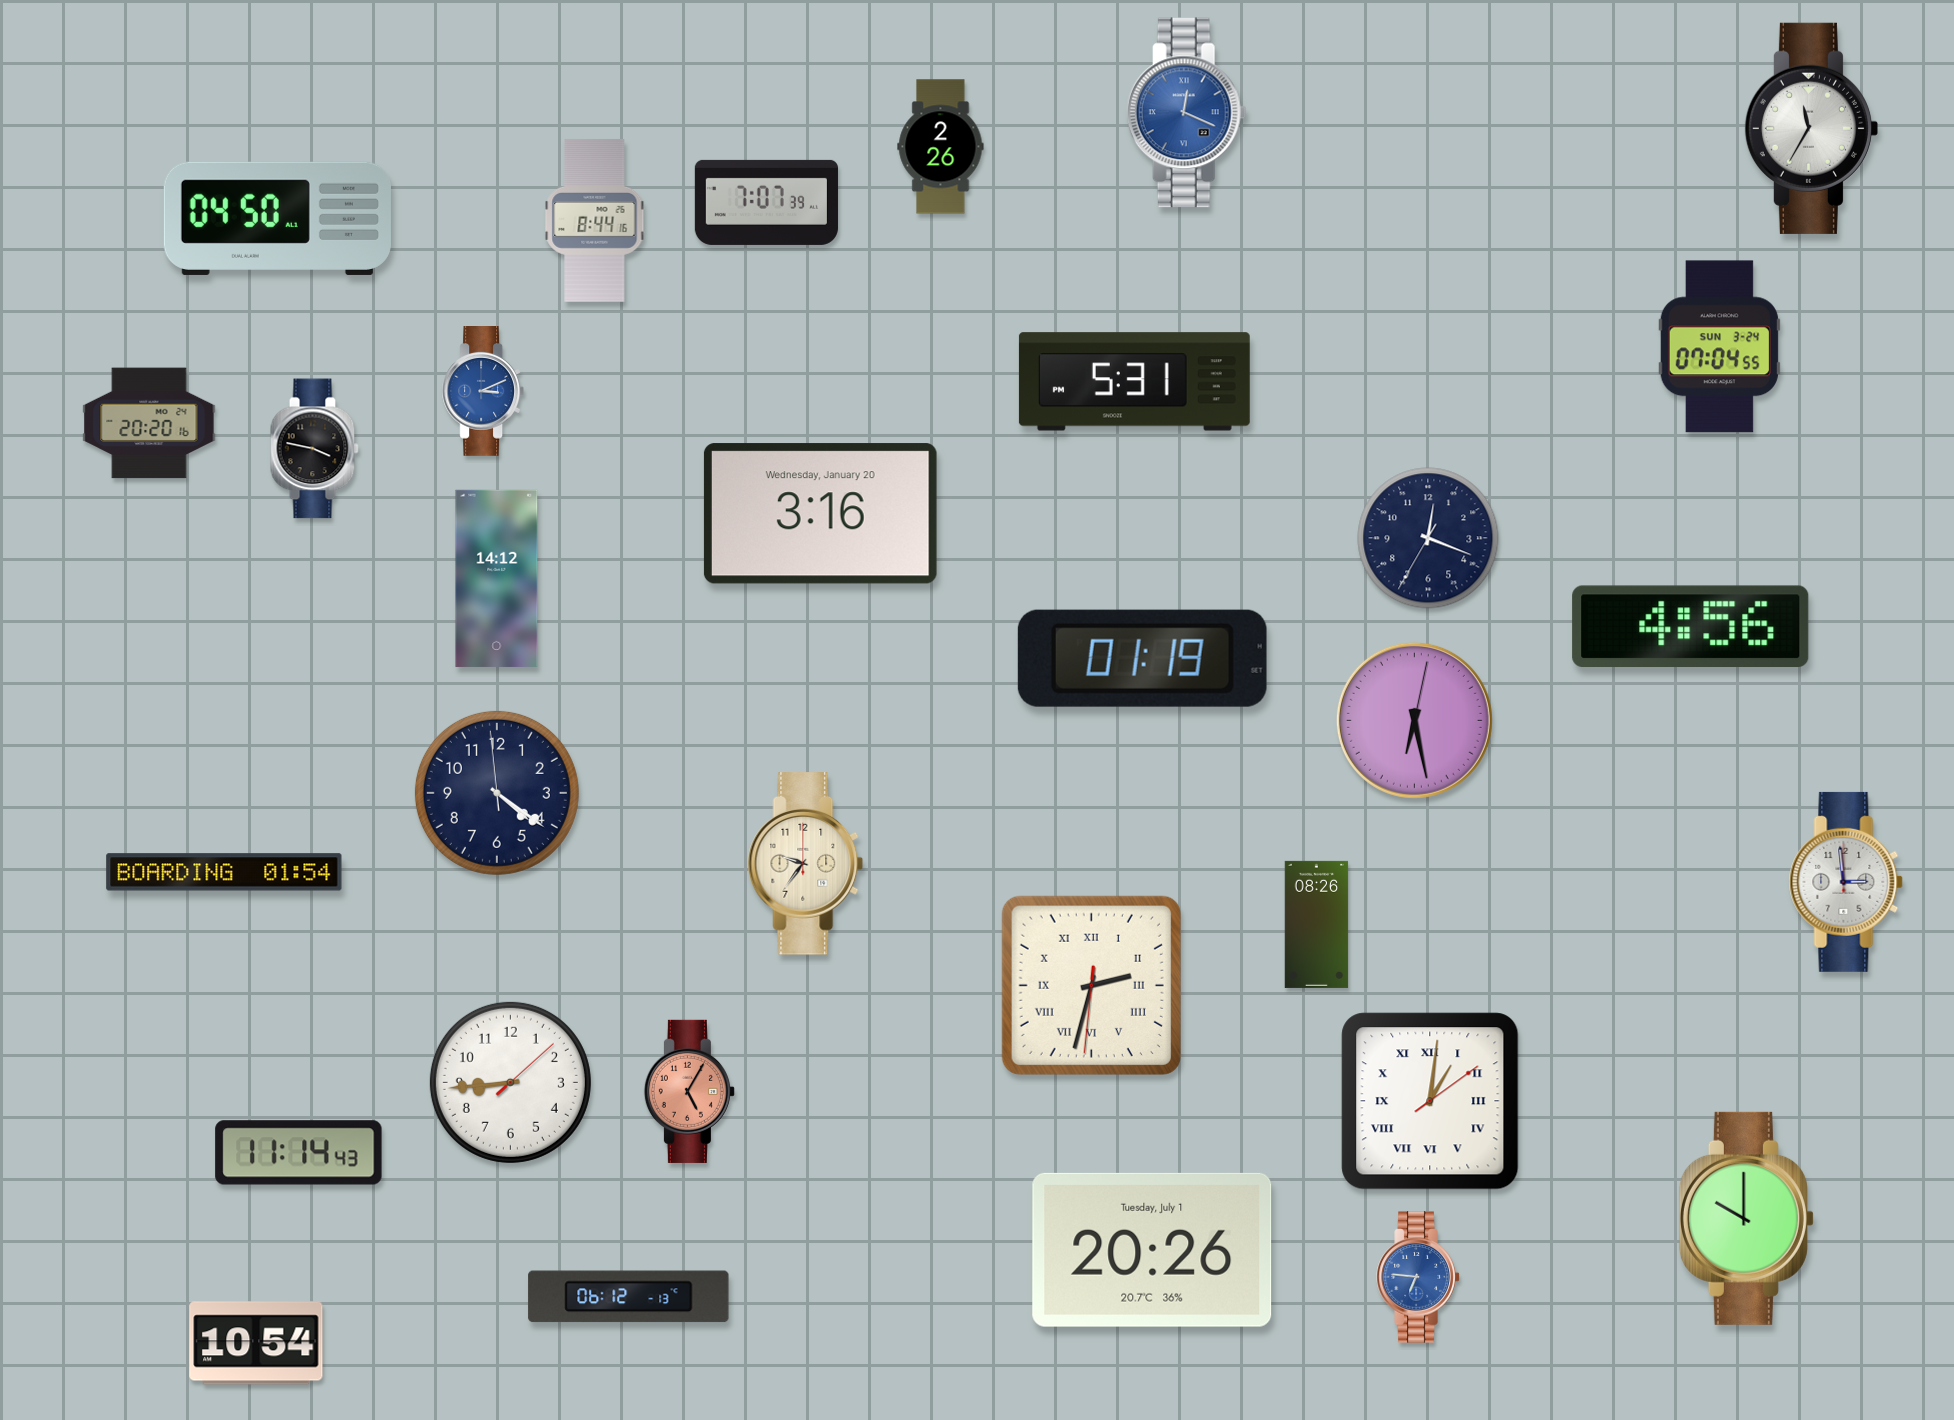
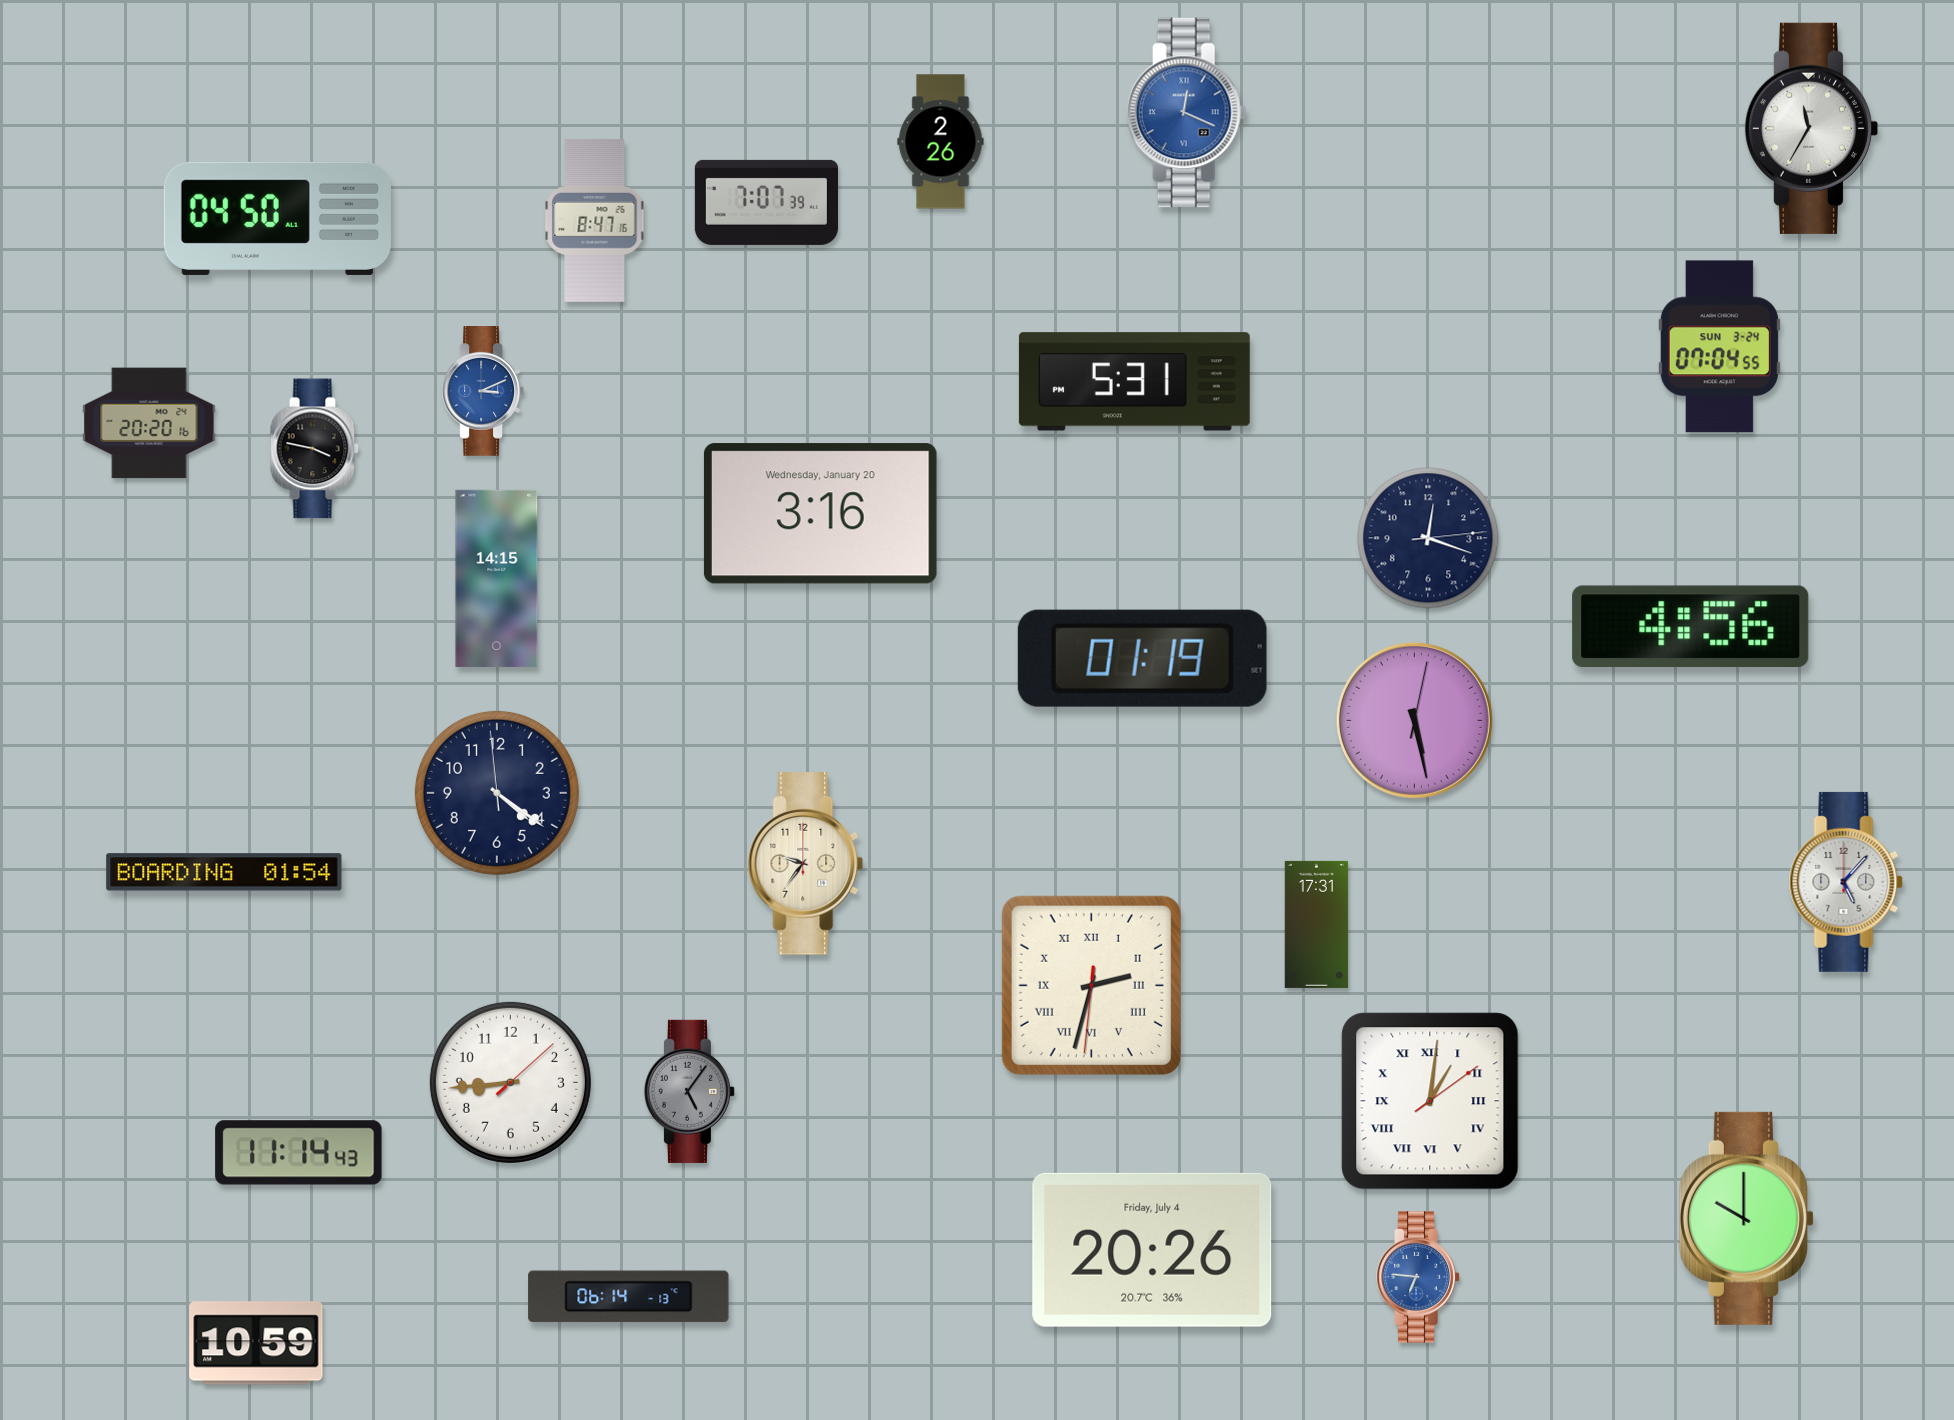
clock at (941, 147) position: (941, 147) -> (941, 142)
clock at (595, 220): 8:44 -> 8:47
clock at (1428, 538): 12:18:35 -> 12:18:14
clock at (497, 578): 14:12 -> 14:15
clock at (1414, 720): 6:28 -> 5:28
clock at (1846, 882): 2:59 -> 5:07
clock at (1317, 924): 08:26 -> 17:31
clock at (689, 1091): 5:05 -> 5:06
clock at (689, 1091) dial: salmon -> grey
clock at (1152, 1250) date: Tuesday, July 1 -> Friday, July 4
clock at (629, 1297): 06:12 -> 06:14
clock at (256, 1343): 10:54 -> 10:59
